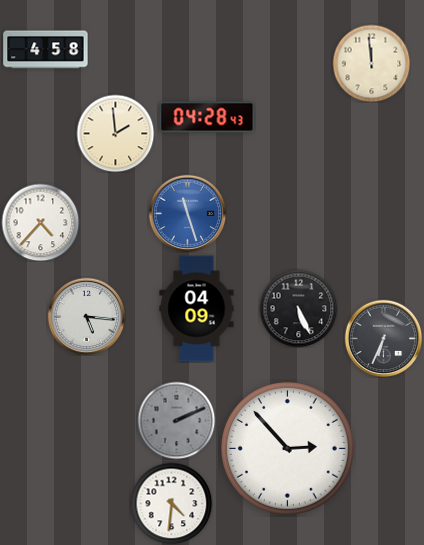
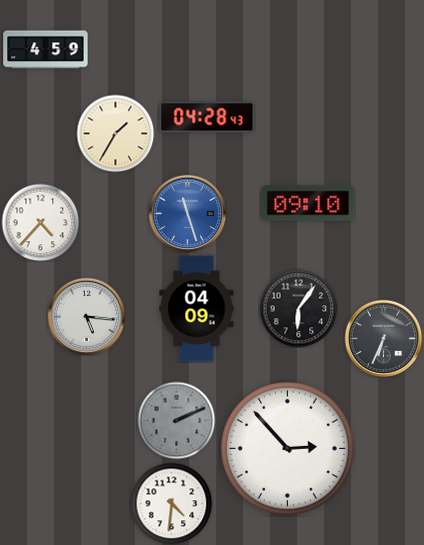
clock at (46, 50): 4:58 -> 4:59
clock at (371, 63): 11:59 -> none
clock at (115, 133): 1:59 -> 1:35
clock at (308, 203): none -> 09:10
clock at (298, 308): 5:26 -> 6:06
